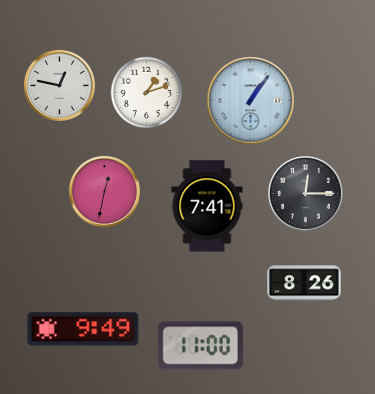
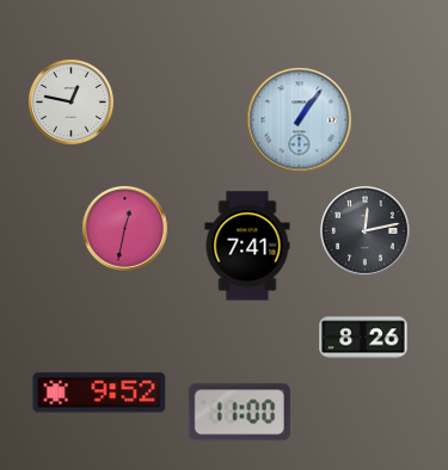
clock at (147, 93): 1:12 -> none
clock at (306, 194): 12:15 -> 12:13
clock at (83, 329): 9:49 -> 9:52
